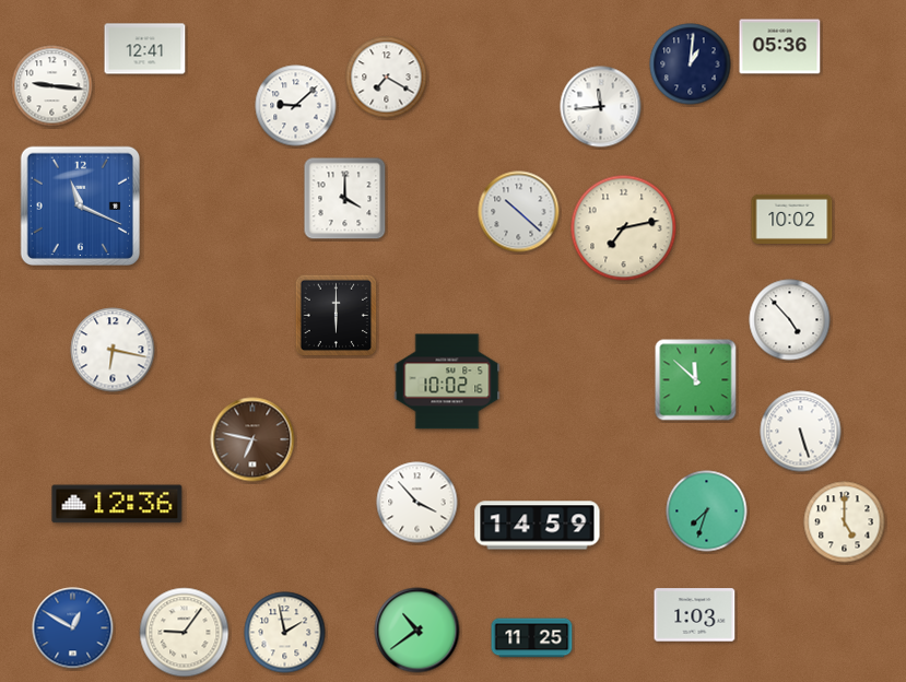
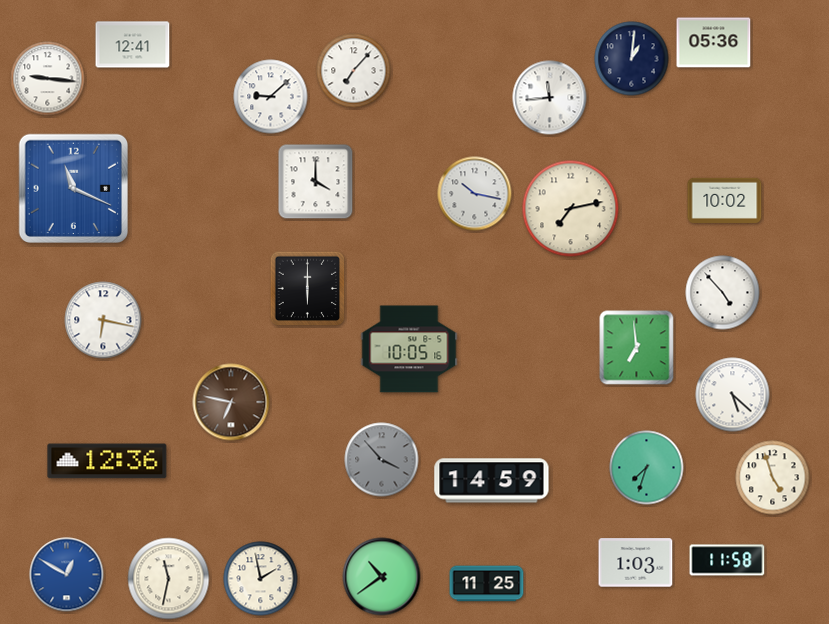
clock at (387, 78): 7:20 -> 7:07
clock at (519, 212): 10:22 -> 10:17
clock at (696, 380): 11:52 -> 6:59
clock at (447, 381): 10:02 -> 10:05
clock at (801, 432): 5:27 -> 5:22
clock at (417, 503) dial: white -> grey
clock at (845, 522): 5:00 -> 4:57
clock at (727, 560): none -> 11:58
clock at (185, 633): 9:06 -> 11:32
